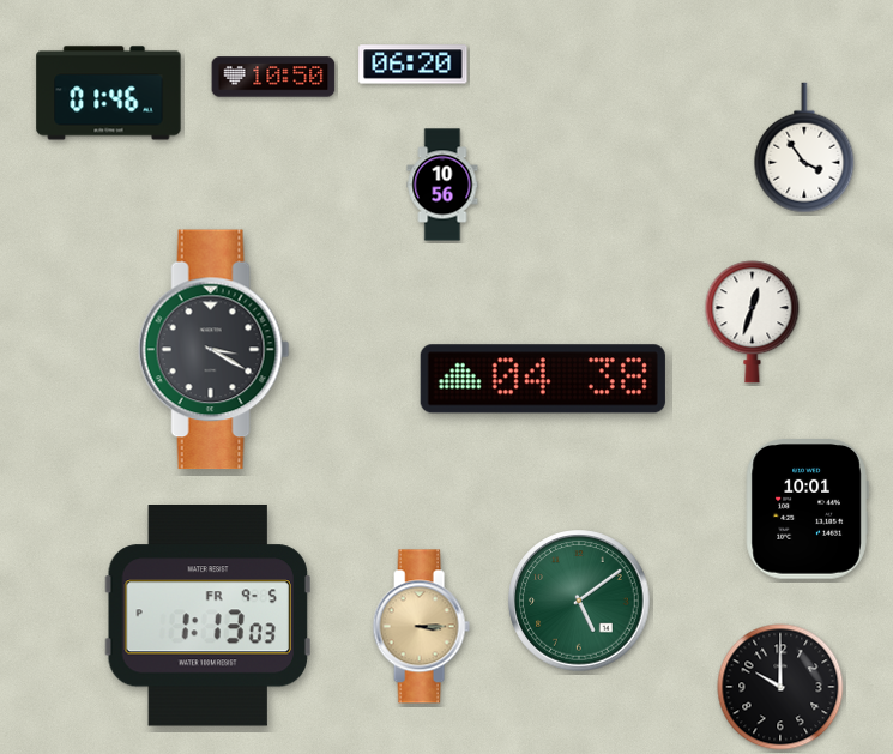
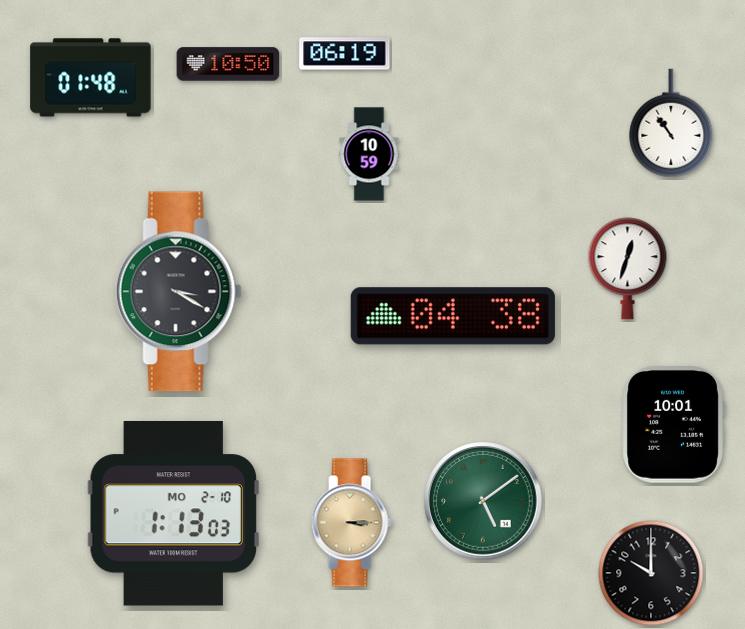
clock at (414, 65): 06:20 -> 06:19
clock at (109, 94): 01:46 -> 01:48
clock at (804, 147): 3:54 -> 10:54
clock at (442, 185): 10:56 -> 10:59
clock at (207, 616) date: FR 9-5 -> MO 2-10
